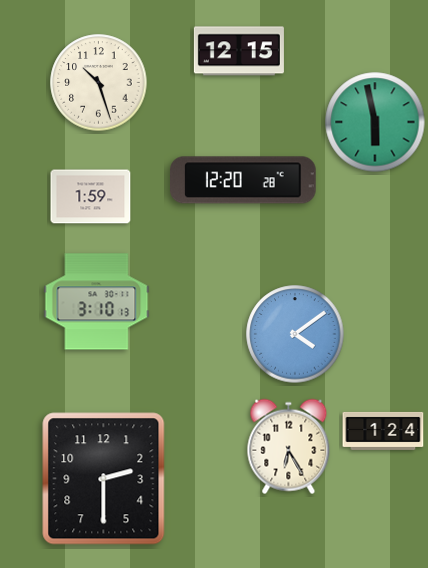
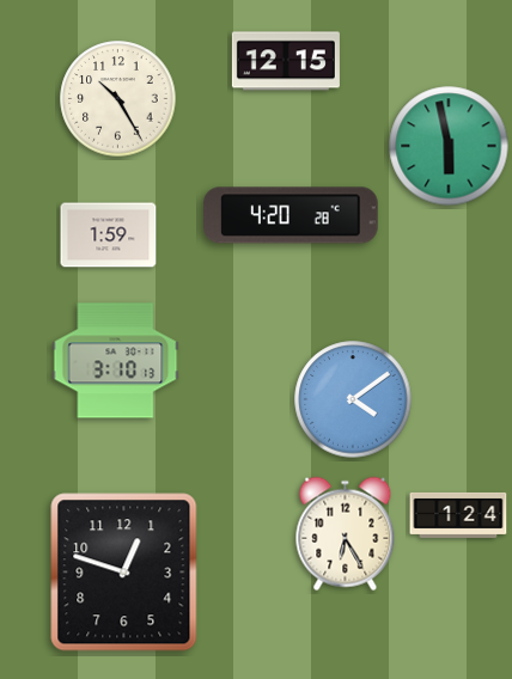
clock at (99, 83): 10:27 -> 10:25
clock at (244, 180): 12:20 -> 4:20
clock at (104, 479): 2:30 -> 12:48
